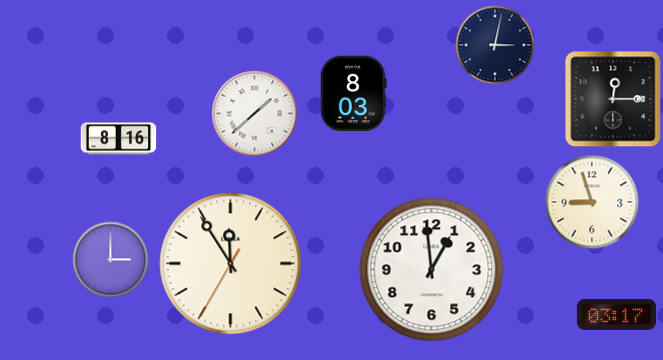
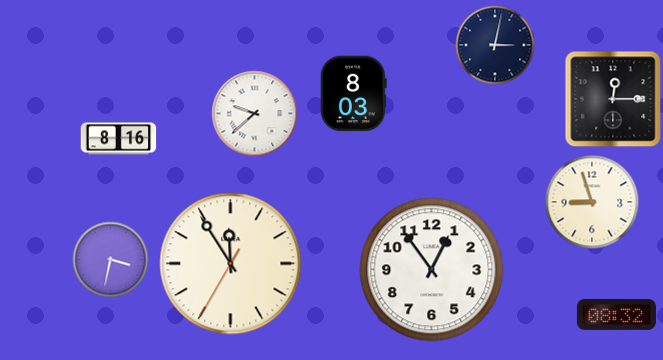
clock at (255, 114): 1:38 -> 9:38
clock at (111, 260): 3:00 -> 3:32
clock at (432, 270): 12:59 -> 12:54
clock at (616, 314): 03:17 -> 08:32
